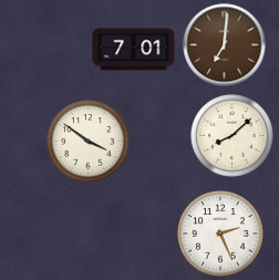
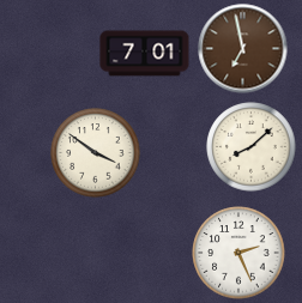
clock at (225, 45): 7:01 -> 6:58
